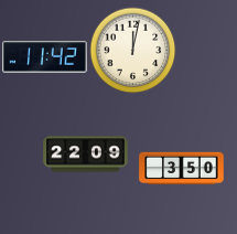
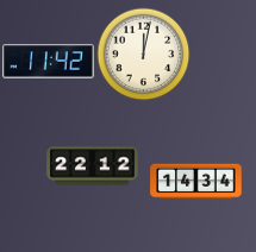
clock at (86, 155): 22:09 -> 22:12
clock at (182, 169): 3:50 -> 14:34
